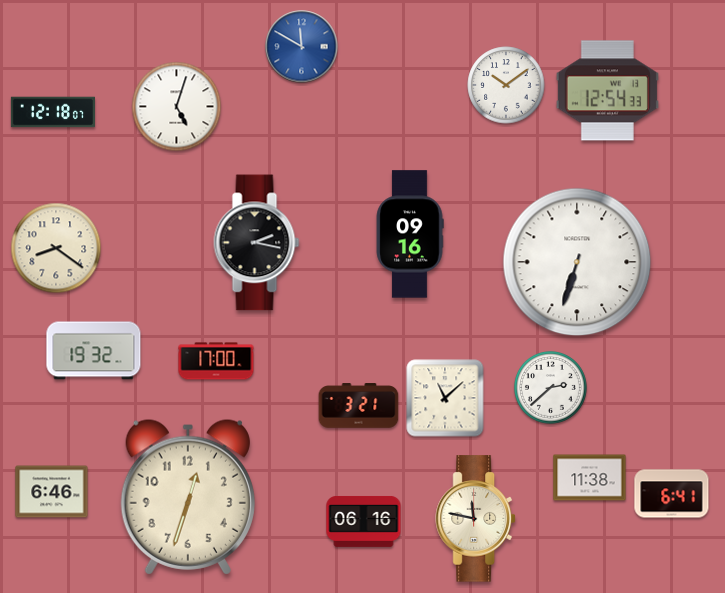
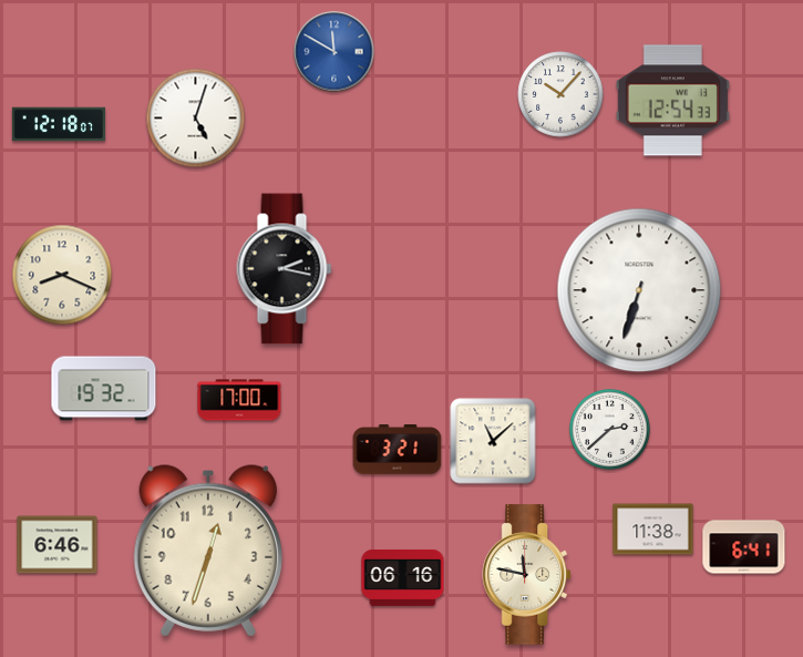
clock at (506, 85): 10:09 -> 10:07
clock at (410, 234): 09:16 -> none
clock at (56, 248): 8:21 -> 8:19
